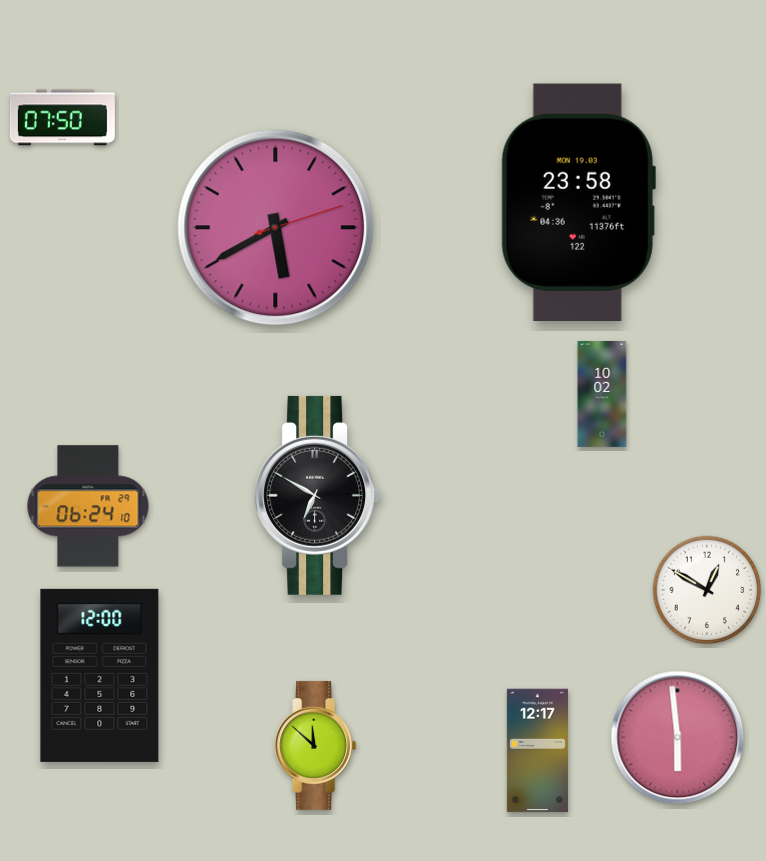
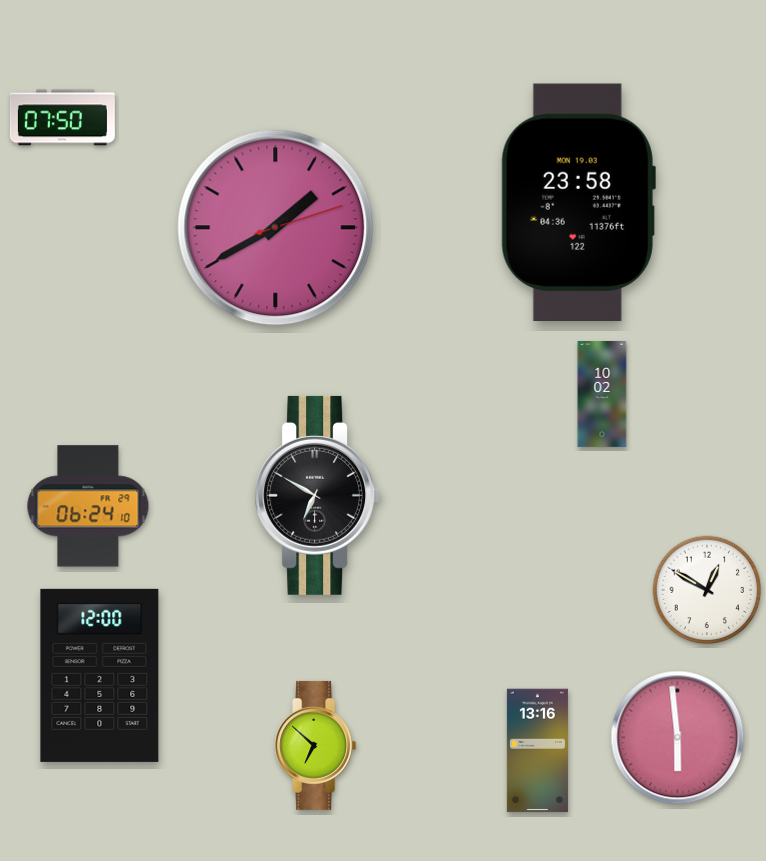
clock at (276, 228): 5:40 -> 1:40
clock at (316, 745): 11:52 -> 6:52
clock at (537, 751): 12:17 -> 13:16
